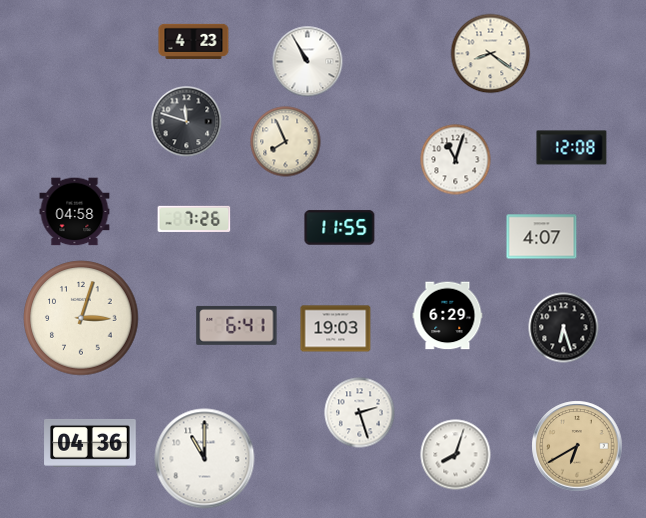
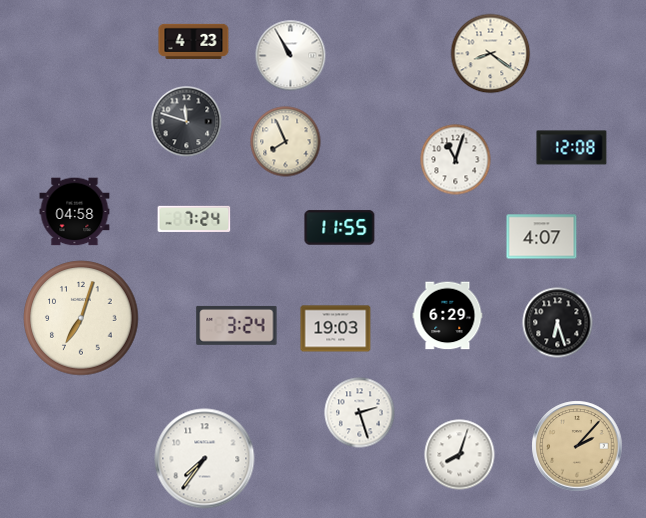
clock at (308, 62) position: (308, 62) -> (291, 56)
clock at (194, 219): 7:26 -> 7:24
clock at (81, 318): 3:03 -> 7:03
clock at (237, 325): 6:41 -> 3:24
clock at (564, 328) position: (564, 328) -> (558, 323)
clock at (90, 443): 04:36 -> none
clock at (577, 446): 6:40 -> 2:07
clock at (456, 455) position: (456, 455) -> (460, 455)
clock at (205, 459): 11:00 -> 7:36
